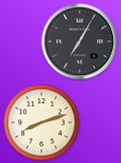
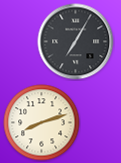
clock at (80, 42) position: (80, 42) -> (76, 42)
